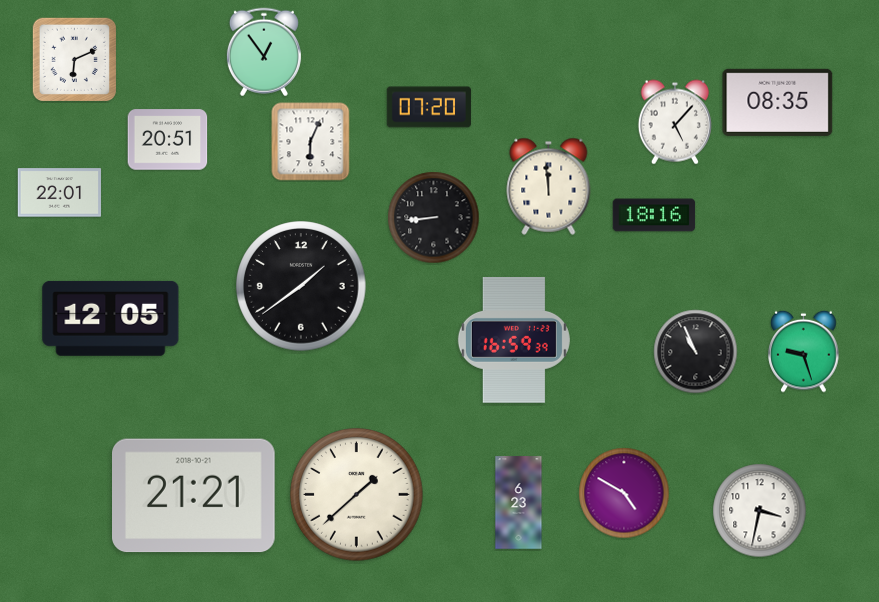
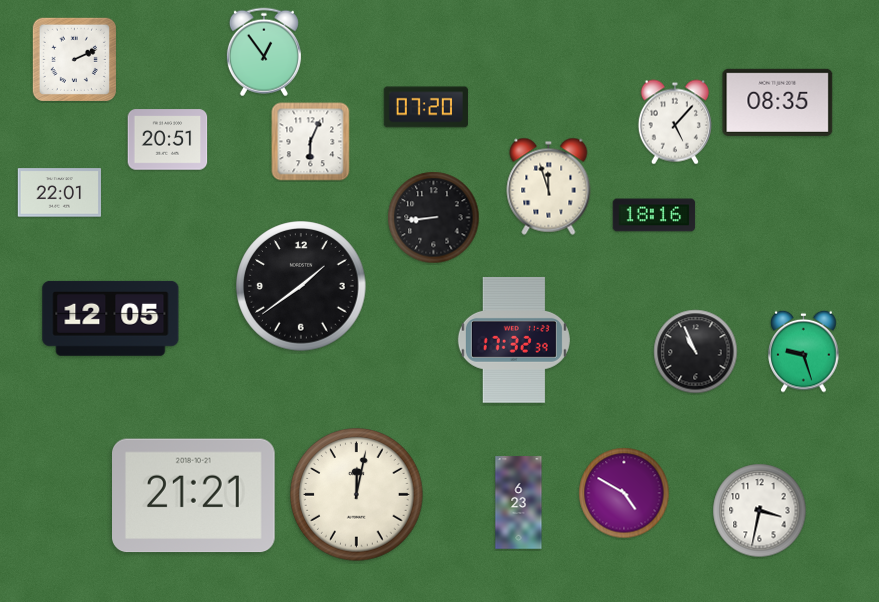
clock at (74, 59): 6:11 -> 2:11
clock at (429, 107) position: (429, 107) -> (426, 107)
clock at (549, 186): 11:59 -> 11:57
clock at (514, 340): 16:59 -> 17:32
clock at (357, 495): 1:38 -> 12:02
